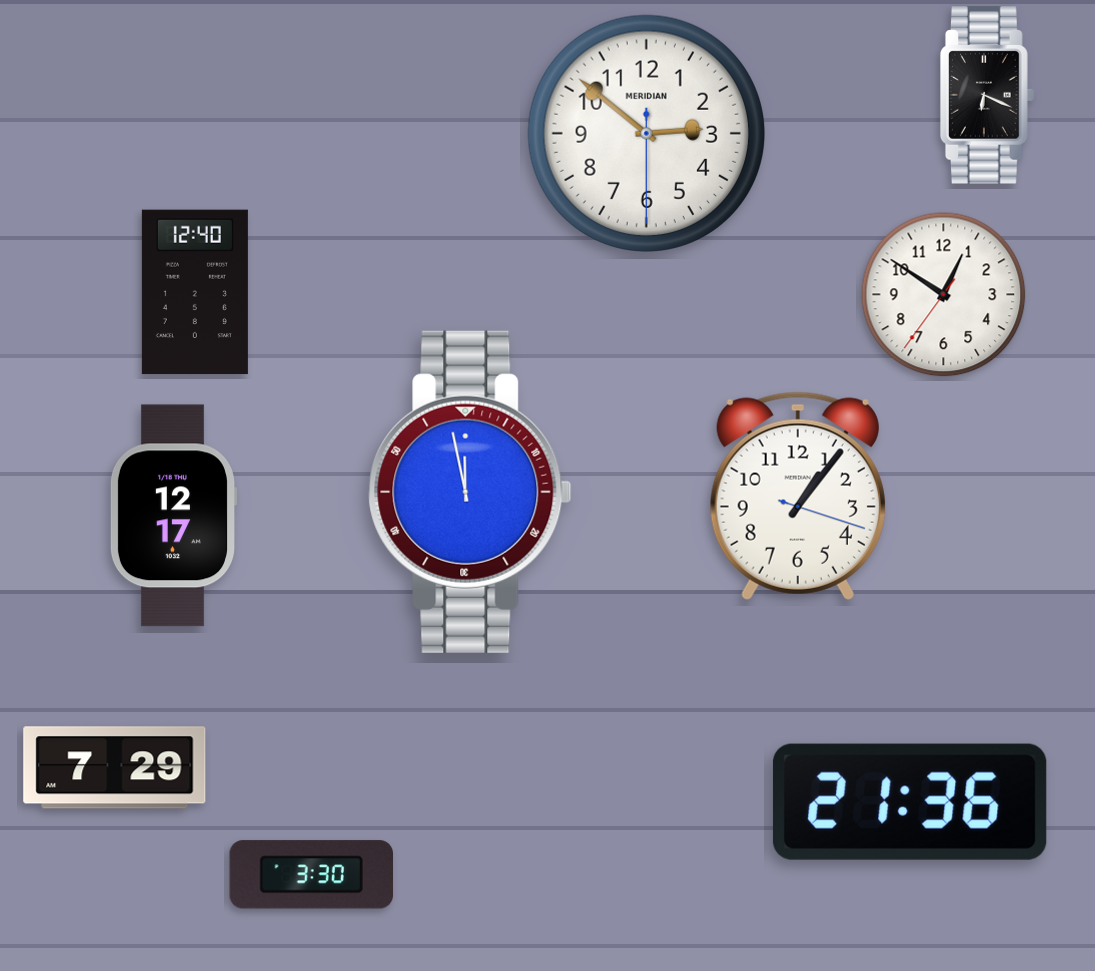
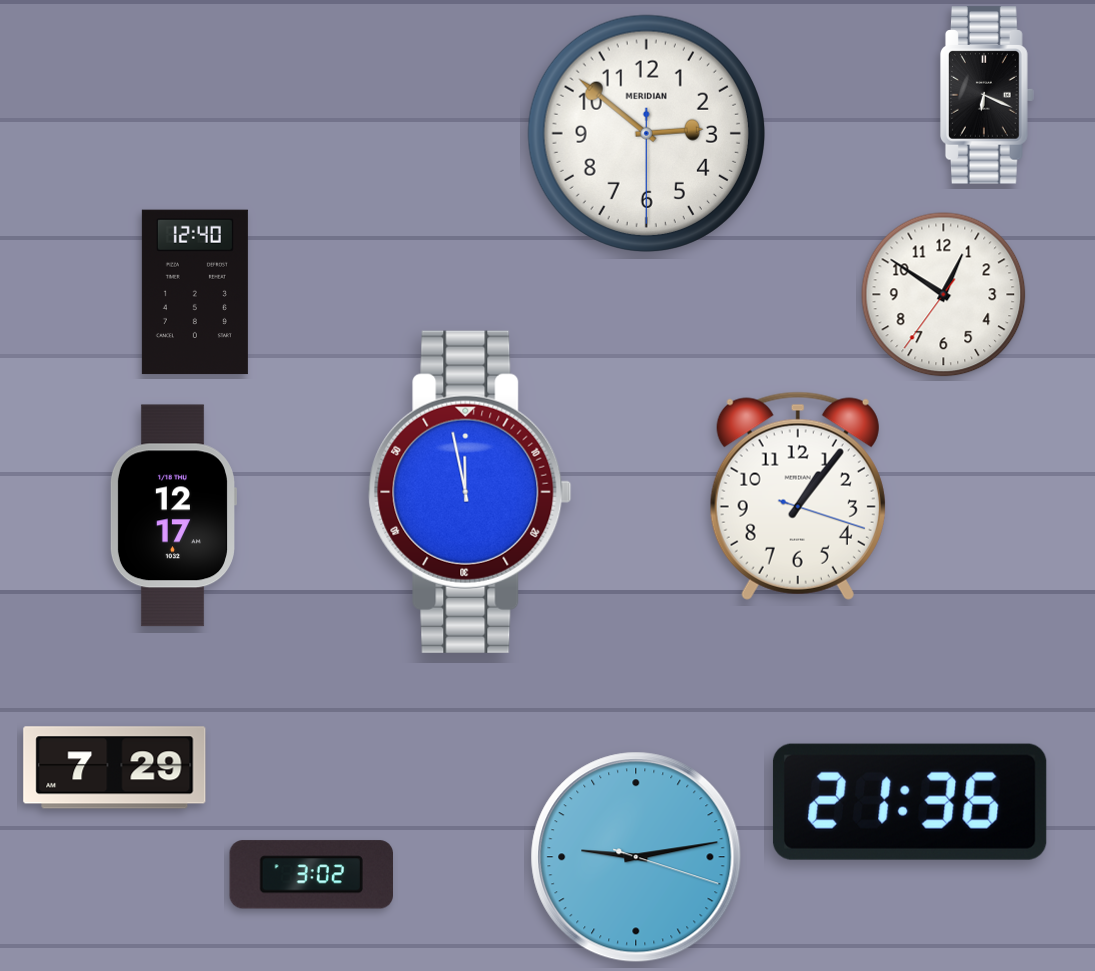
clock at (636, 857): none -> 9:13
clock at (311, 875): 3:30 -> 3:02
